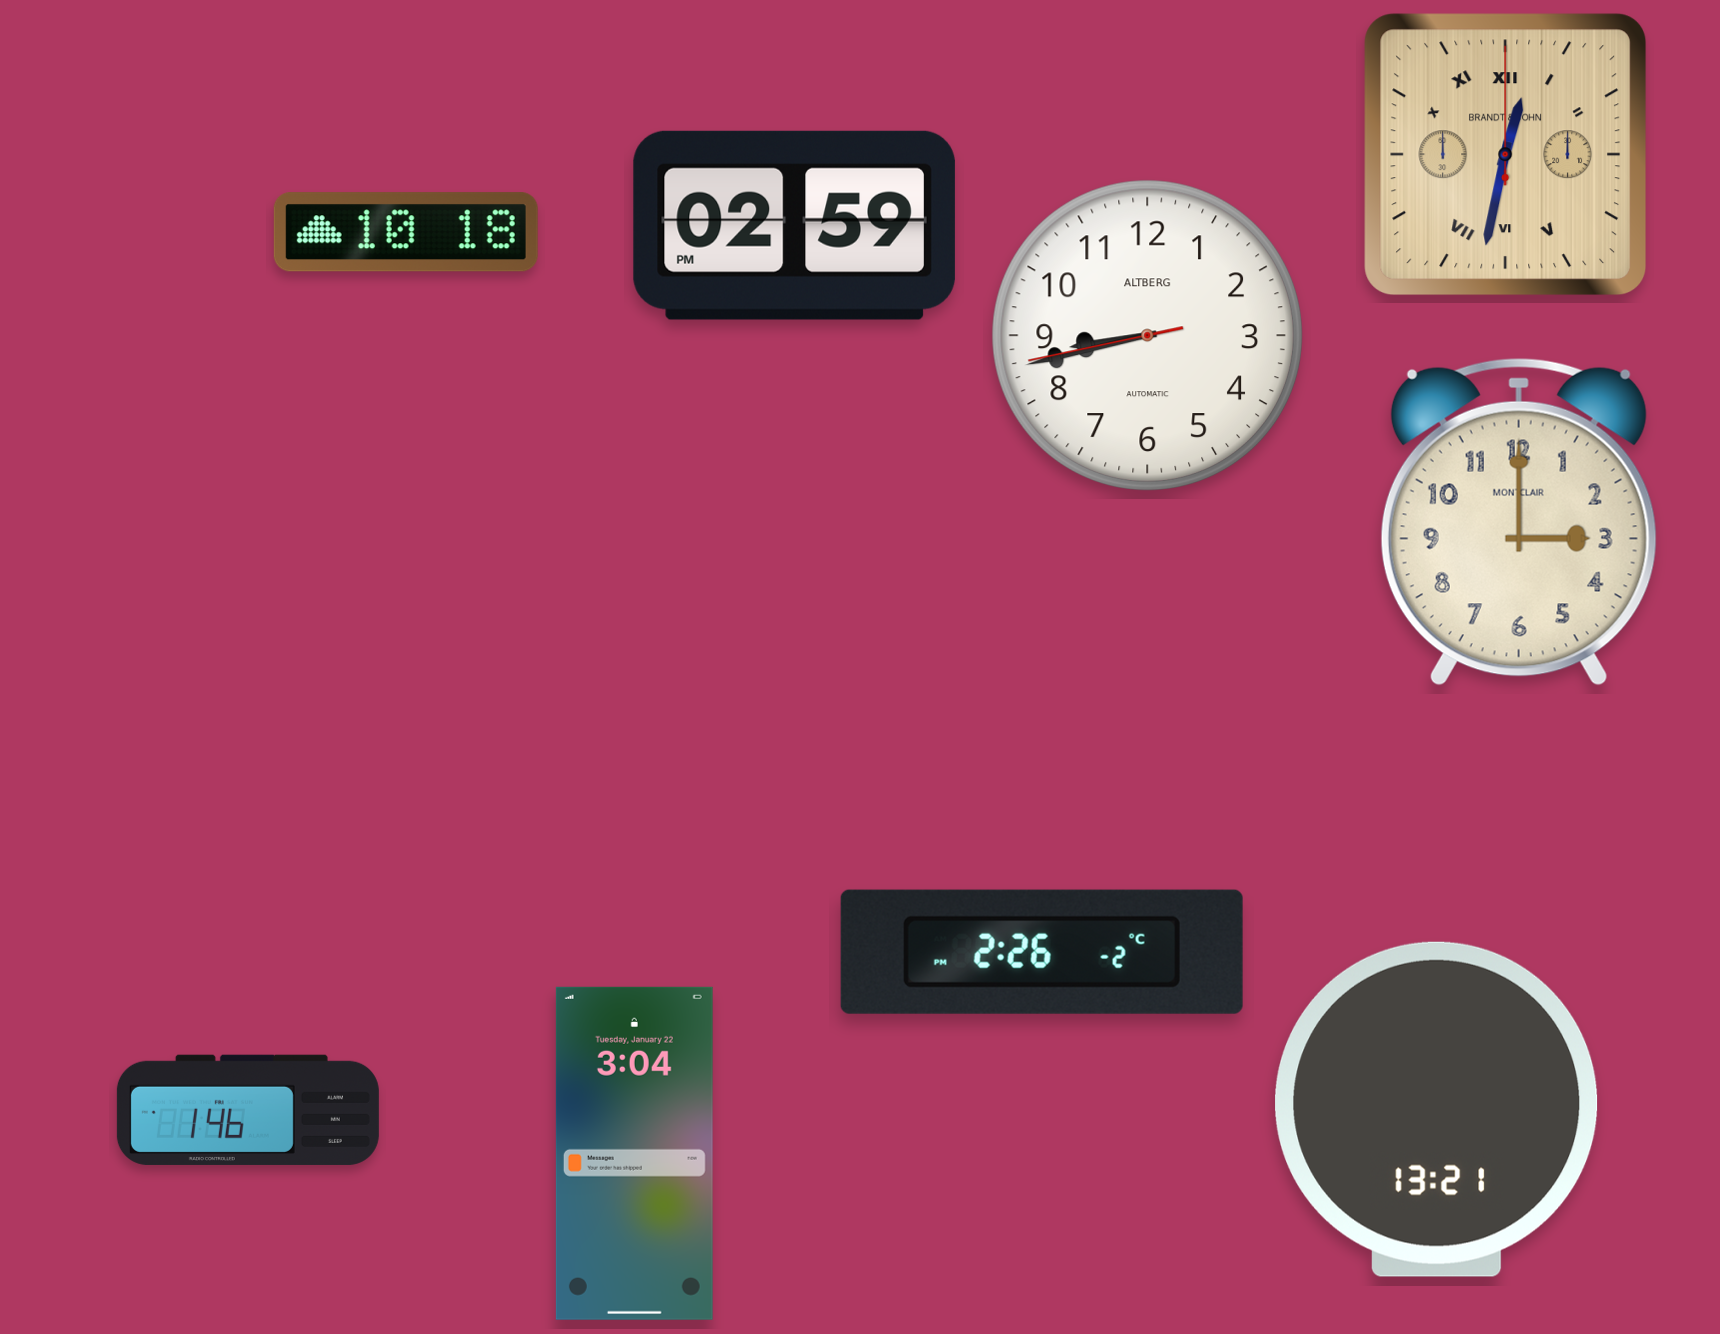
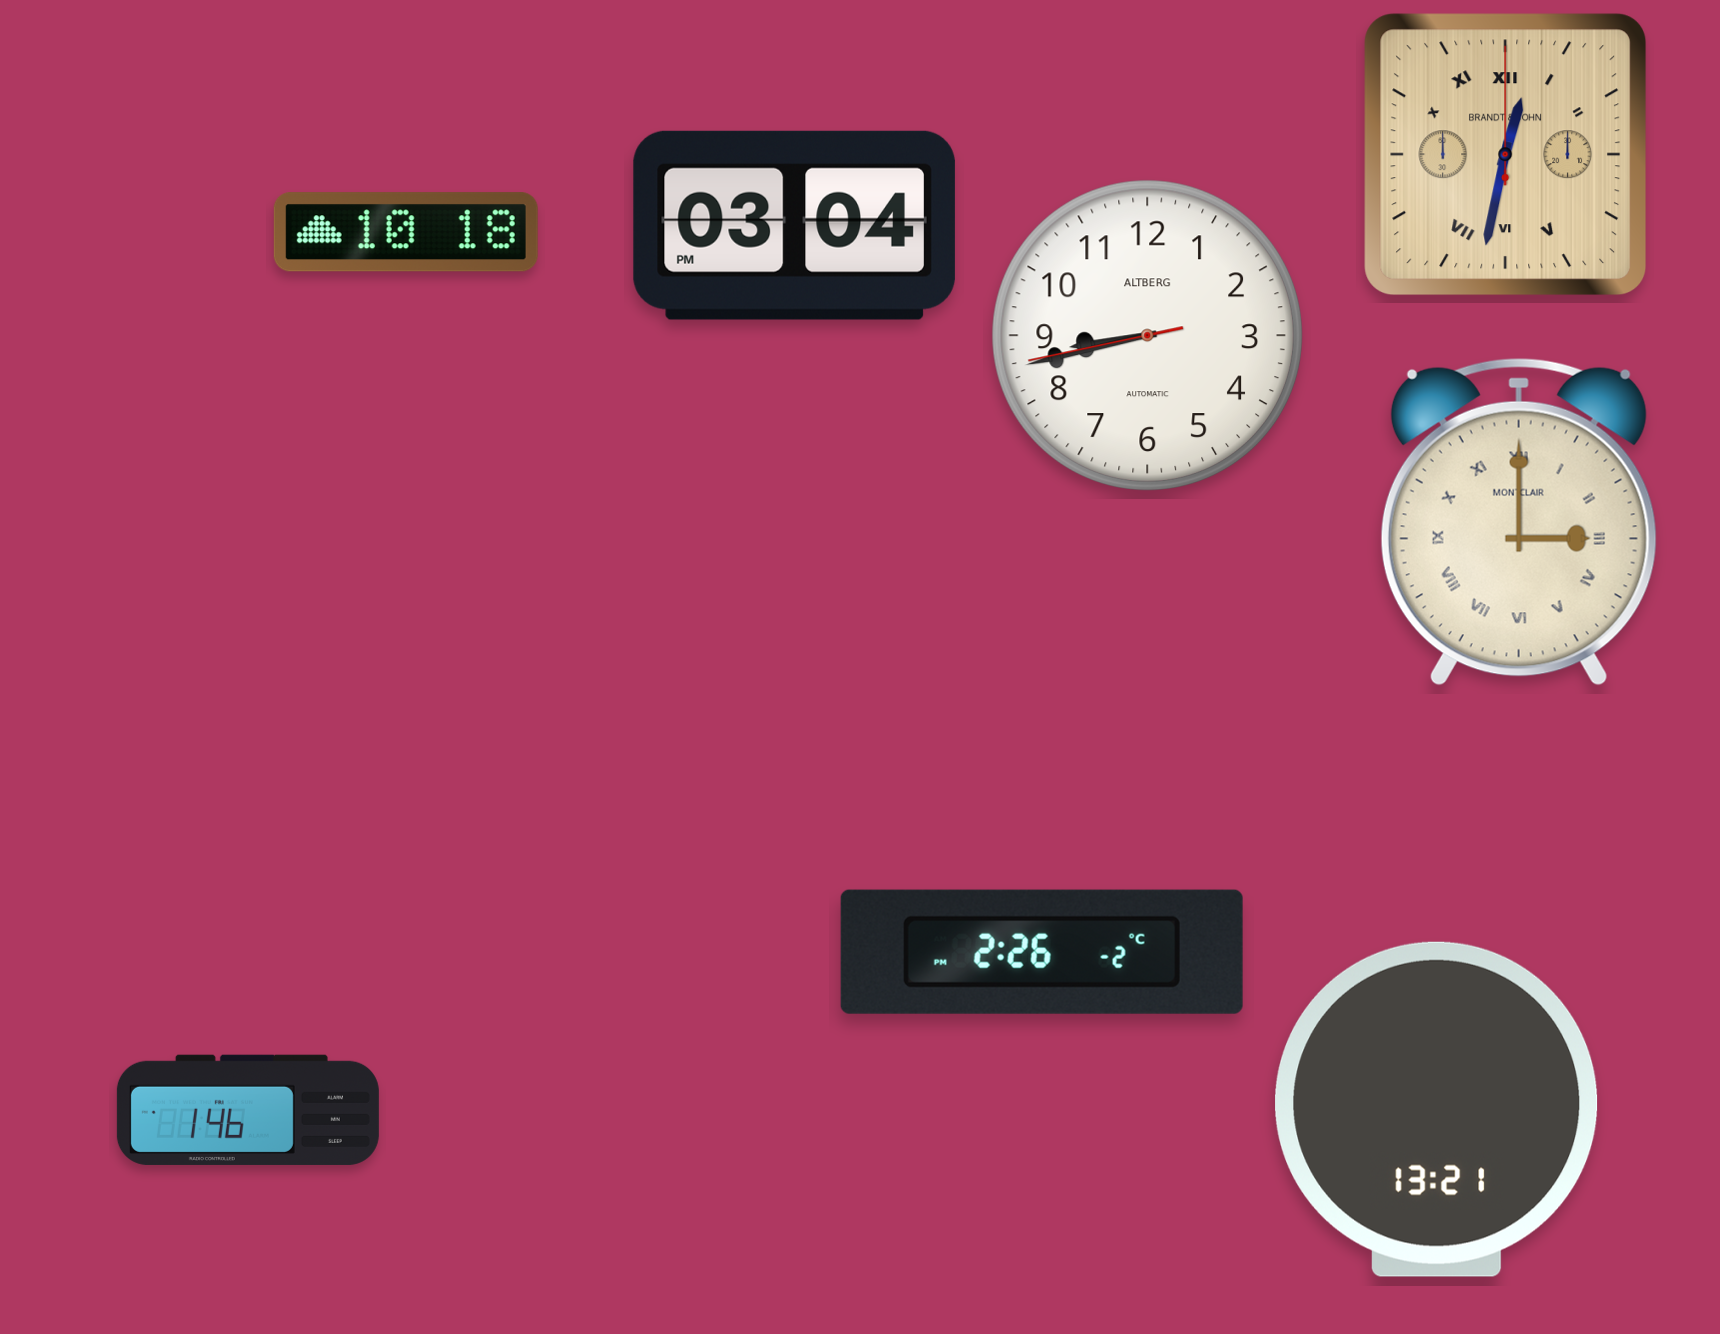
clock at (794, 225): 02:59 -> 03:04
clock at (1519, 522) numerals: Arabic -> Roman
clock at (634, 1153): 3:04 -> none
